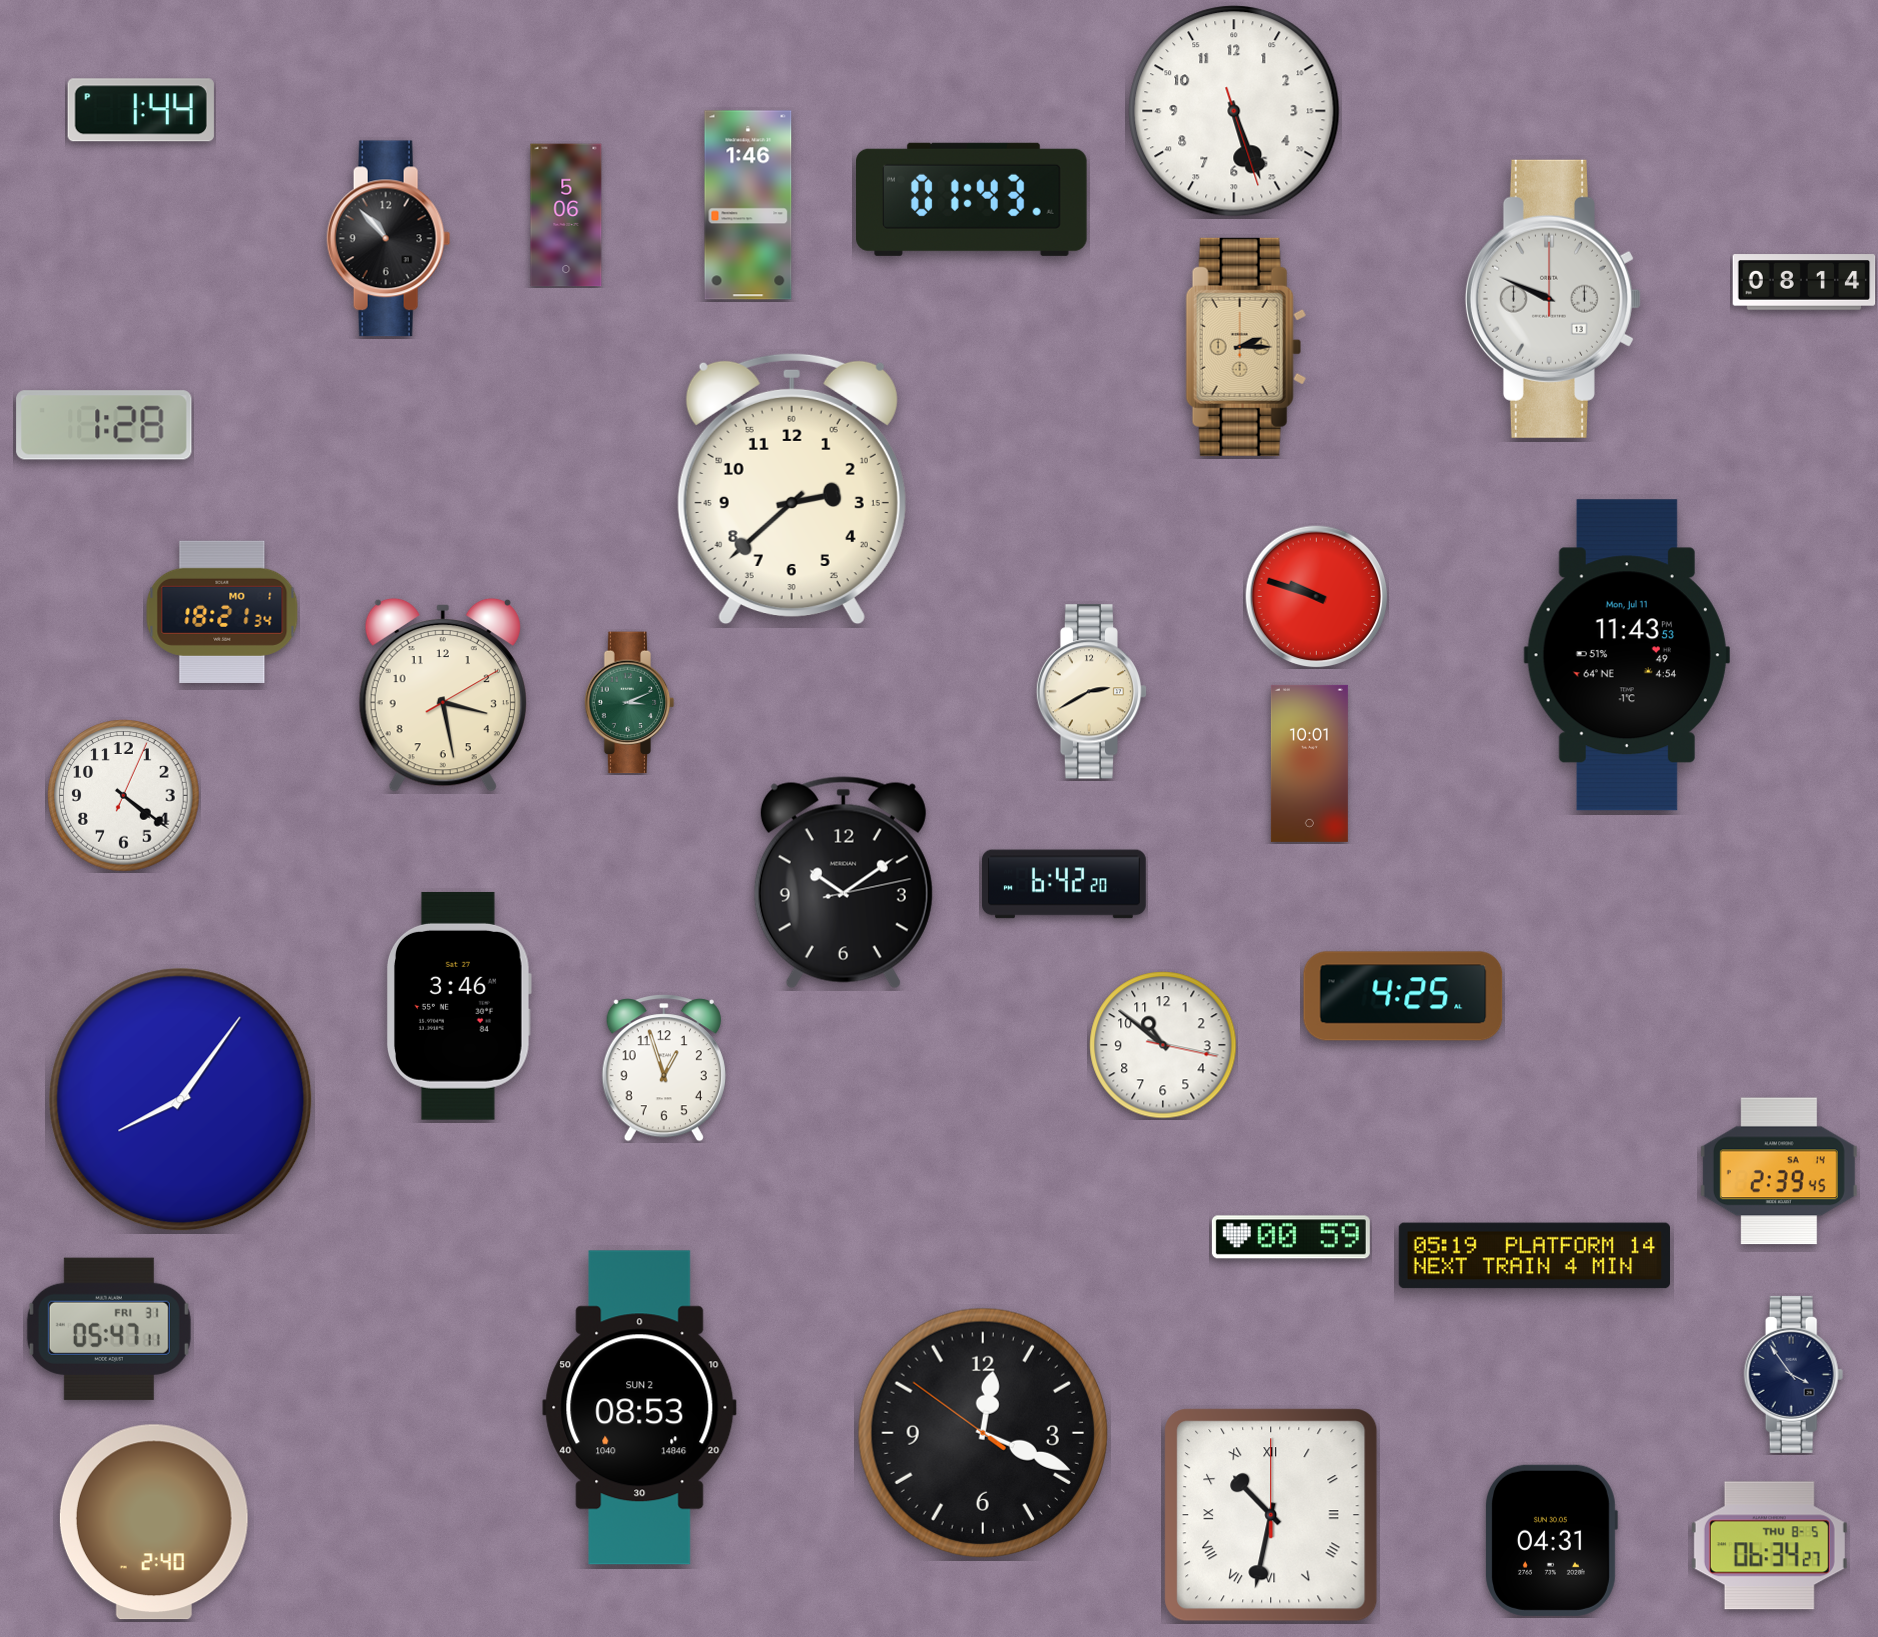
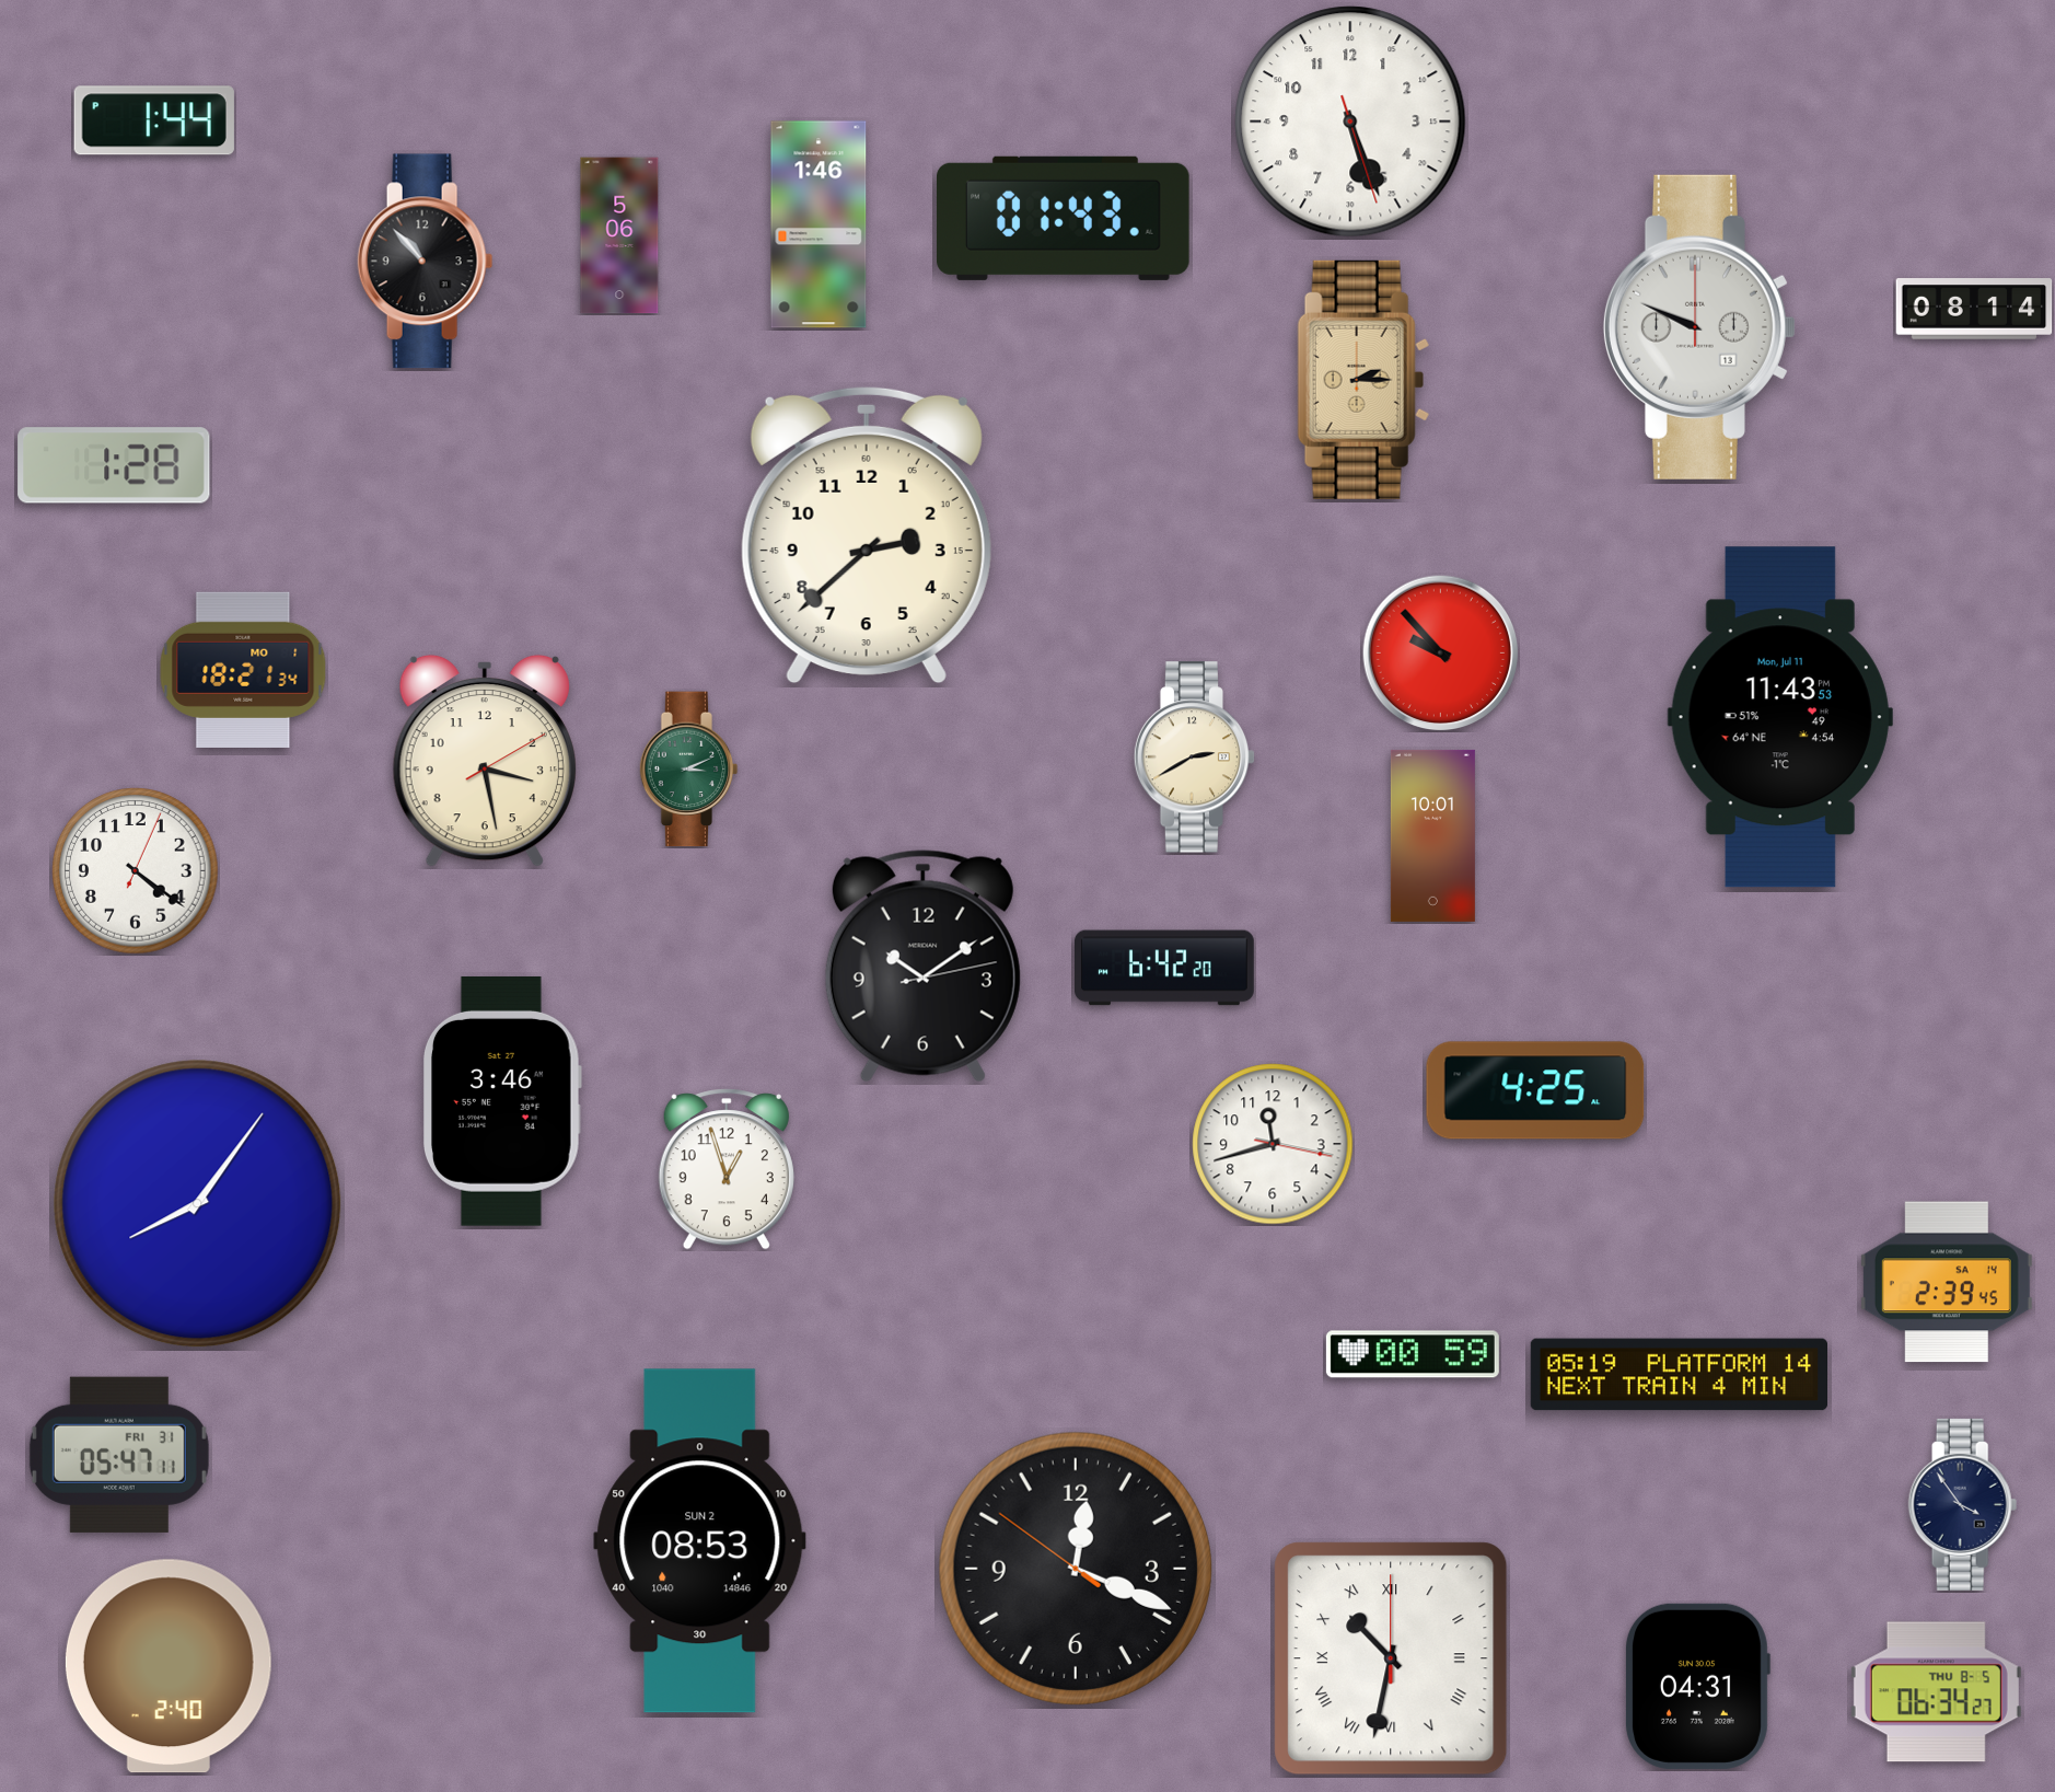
clock at (1316, 596): 9:48 -> 9:53
clock at (1163, 1045): 10:51 -> 11:42
